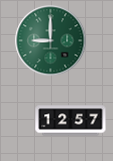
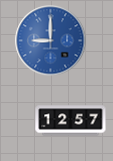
clock at (51, 41) dial: green -> blue
